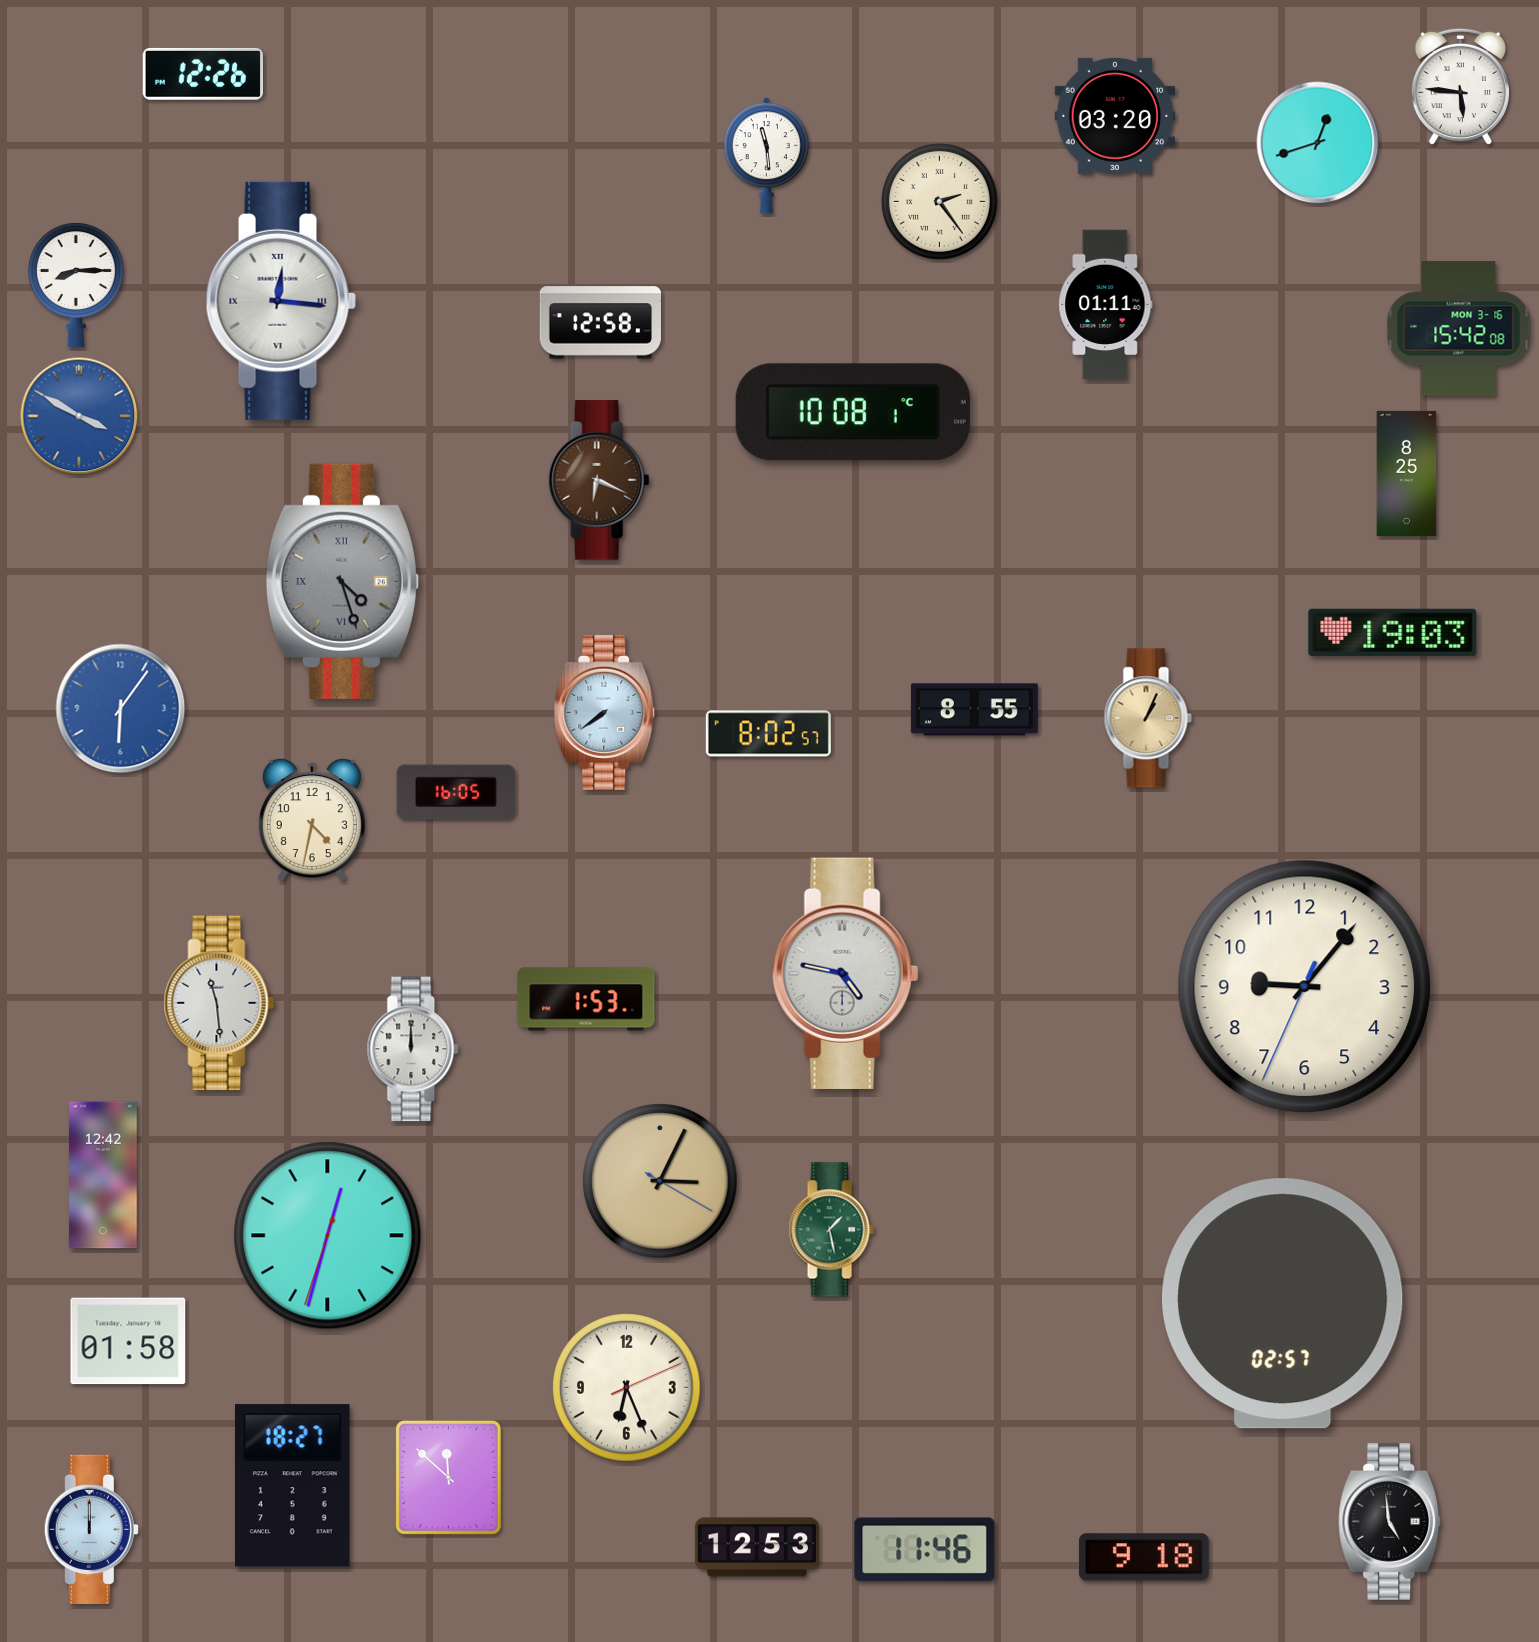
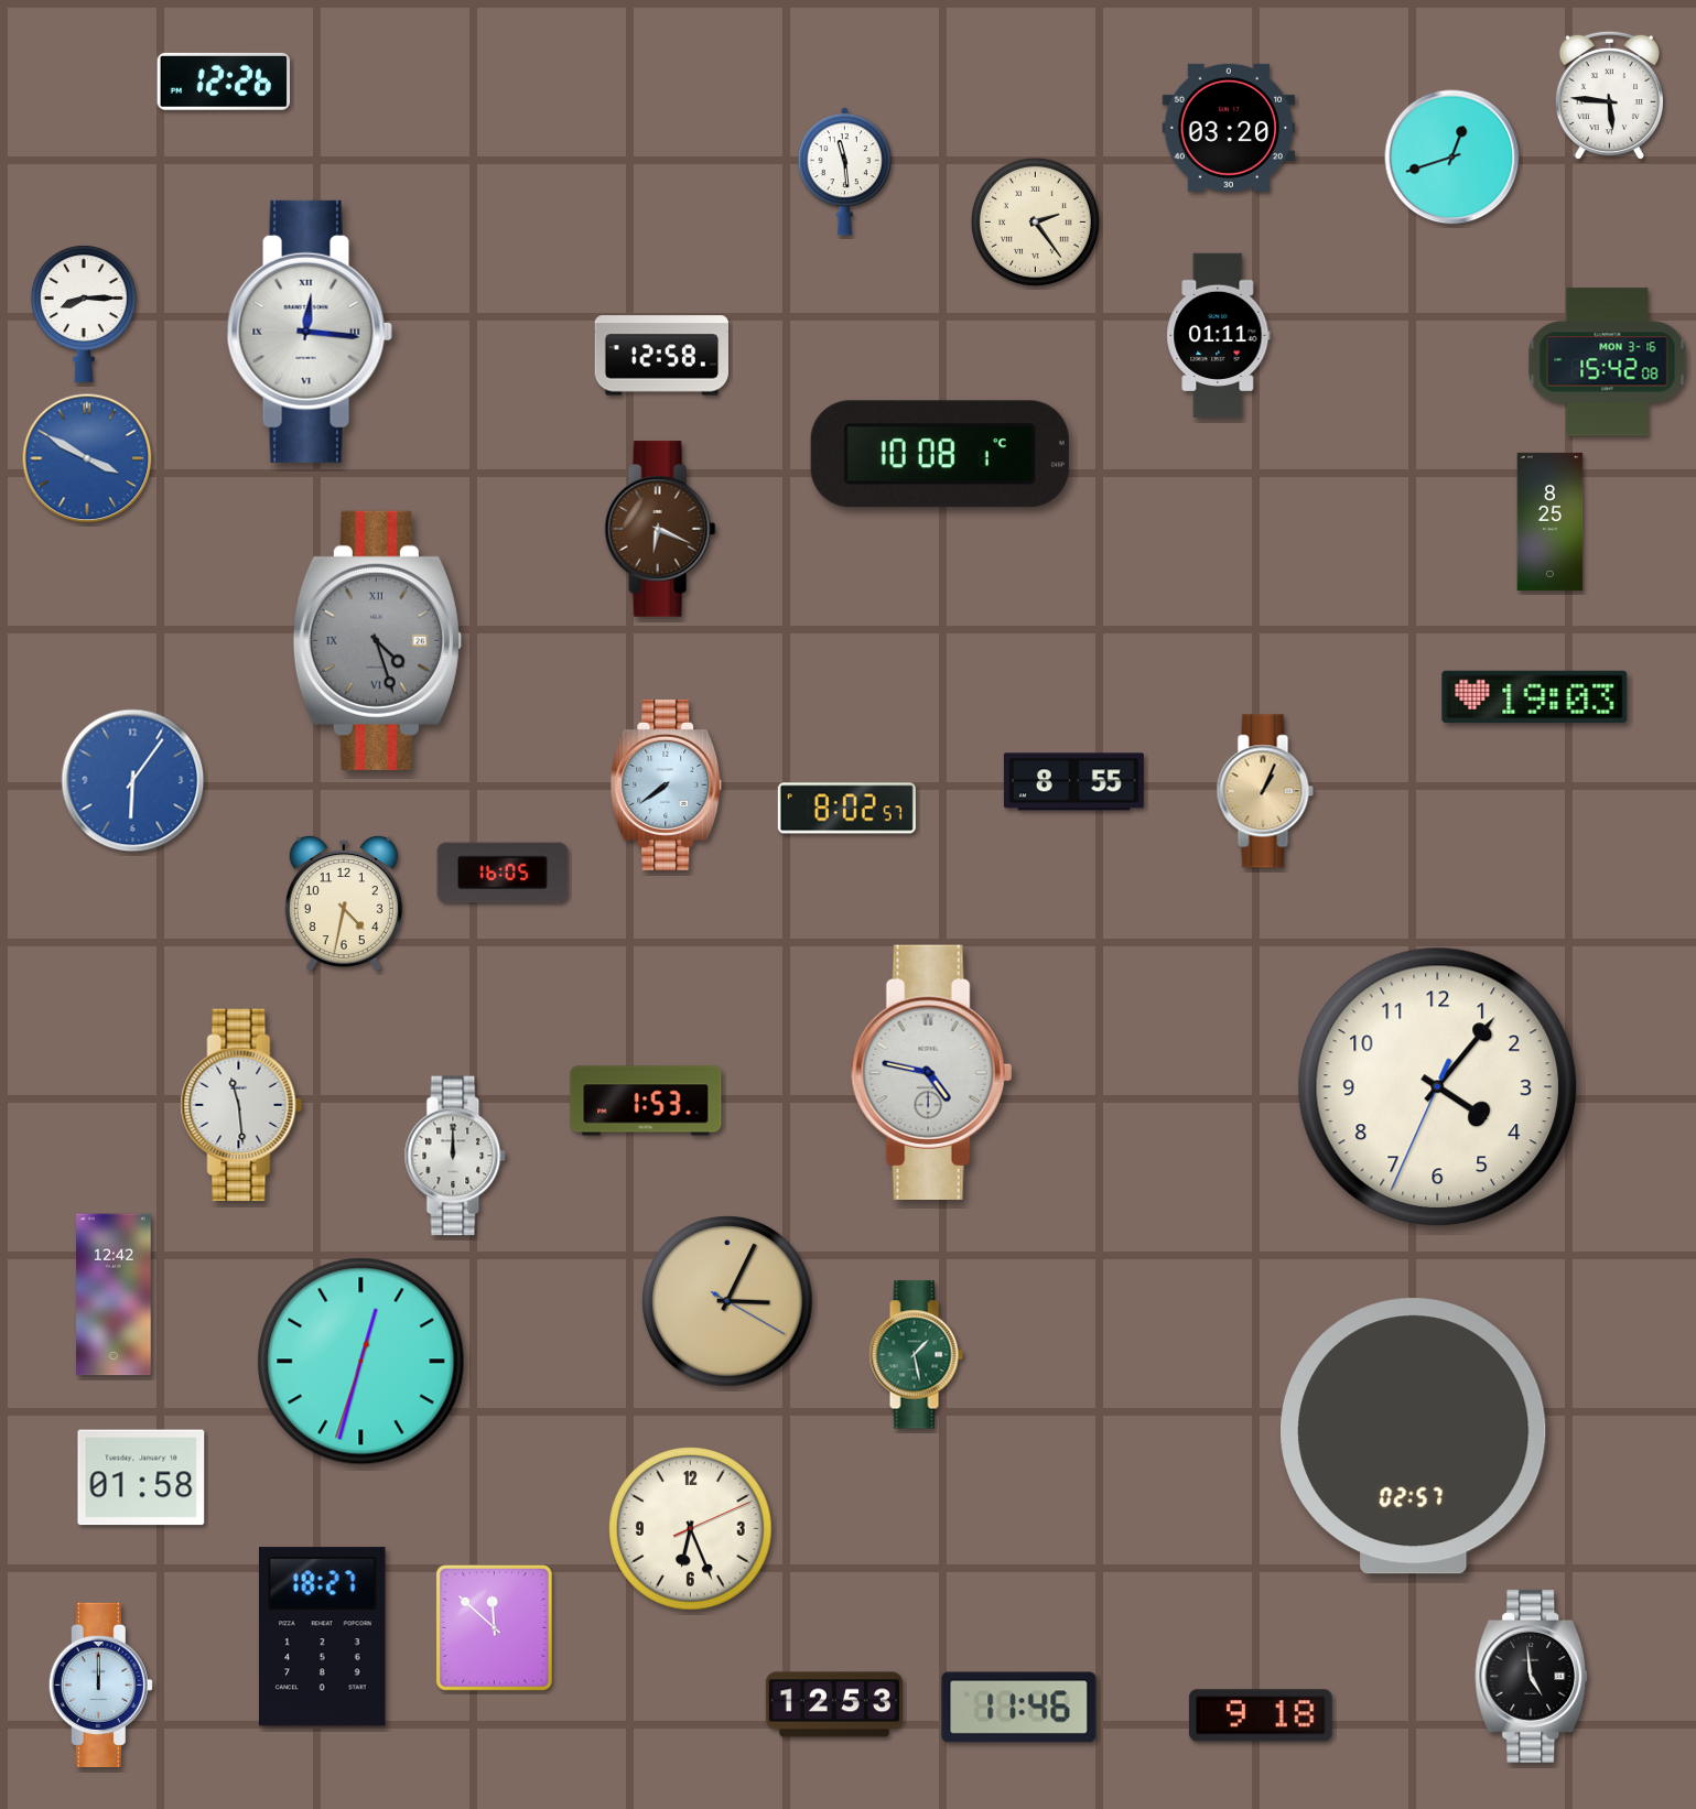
clock at (1305, 987): 9:06 -> 4:06
